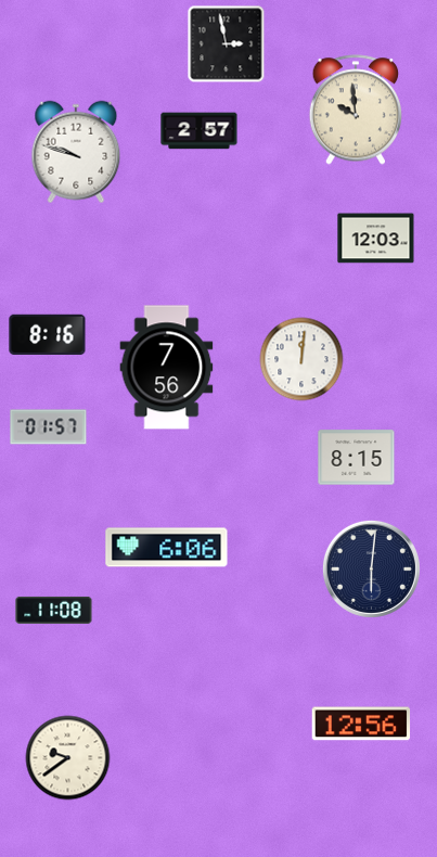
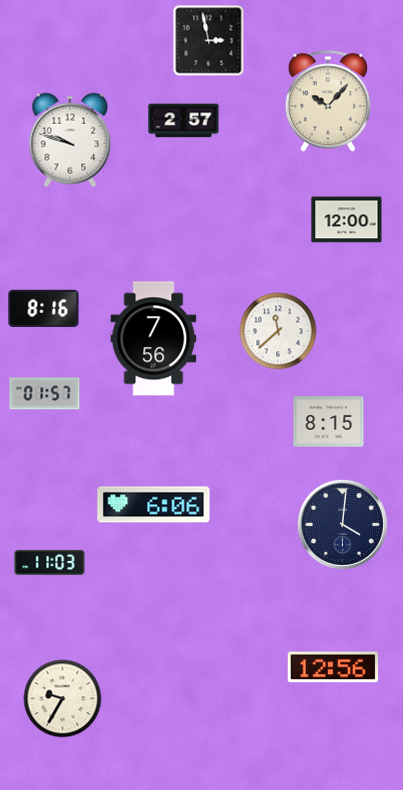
clock at (355, 110): 9:59 -> 10:07
clock at (376, 239): 12:03 -> 12:00
clock at (301, 359): 12:01 -> 11:38
clock at (371, 568): 6:01 -> 4:01
clock at (54, 610): 11:08 -> 11:03
clock at (68, 758): 9:39 -> 9:35
